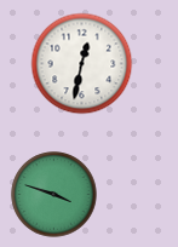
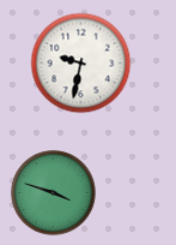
clock at (82, 64): 12:32 -> 9:32
